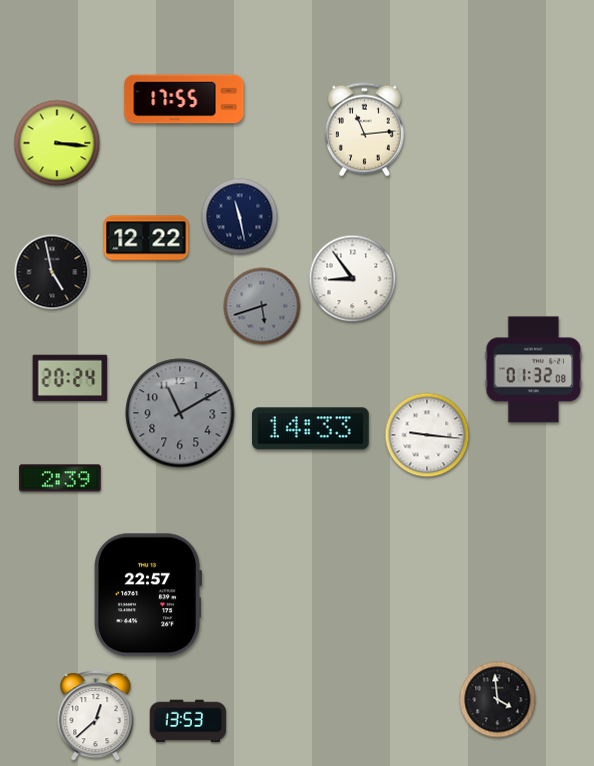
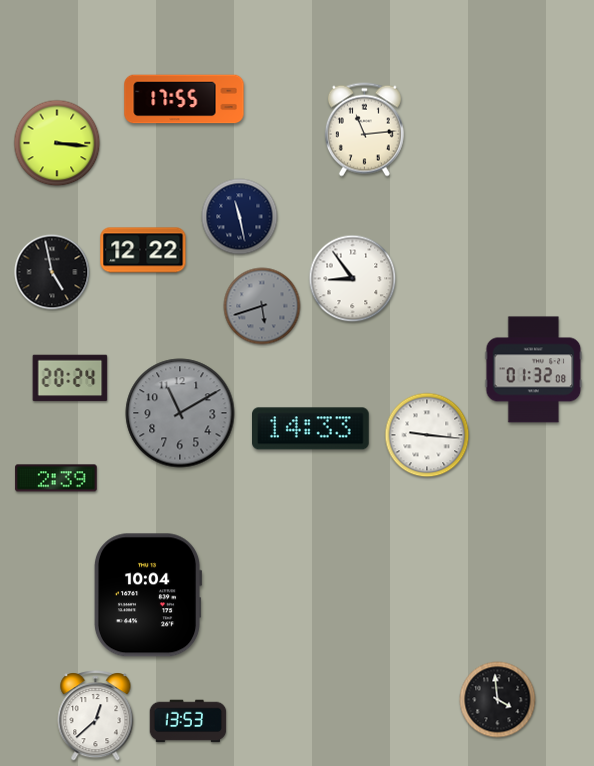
clock at (146, 238) position: (146, 238) -> (143, 250)
clock at (60, 478) position: (60, 478) -> (56, 478)
clock at (148, 595): 22:57 -> 10:04
